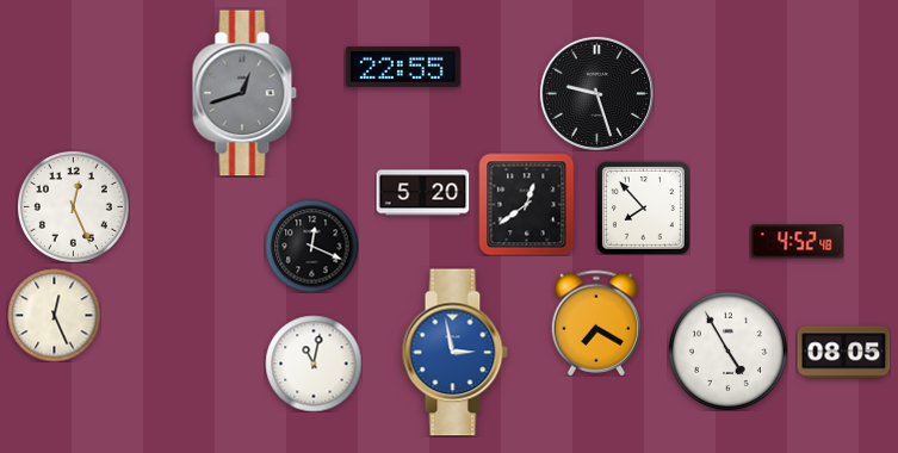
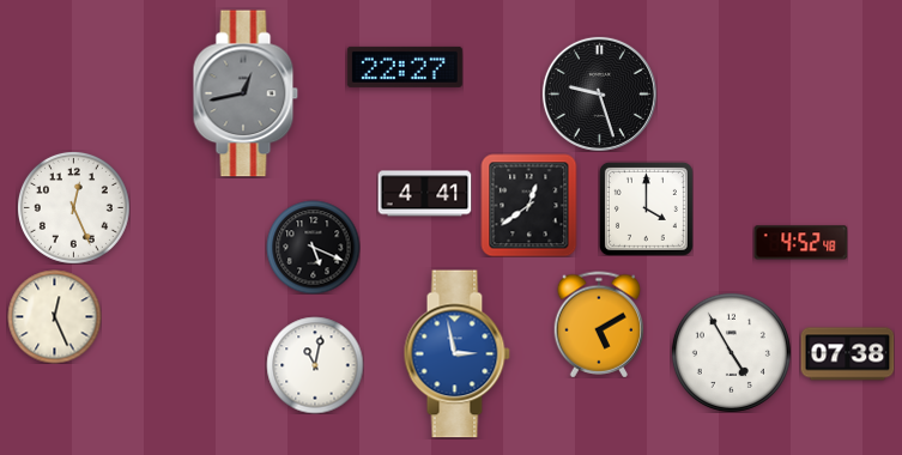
clock at (403, 67): 22:55 -> 22:27
clock at (244, 93): 12:42 -> 12:43
clock at (422, 193): 5:20 -> 4:41
clock at (643, 207): 7:53 -> 4:00
clock at (311, 246): 12:19 -> 5:19
clock at (596, 323): 7:20 -> 5:10
clock at (843, 353): 08:05 -> 07:38
